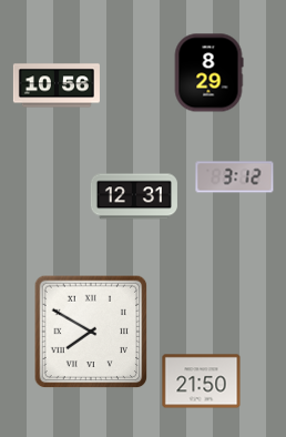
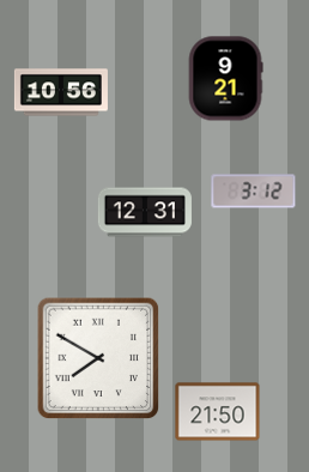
clock at (208, 73): 8:29 -> 9:21
